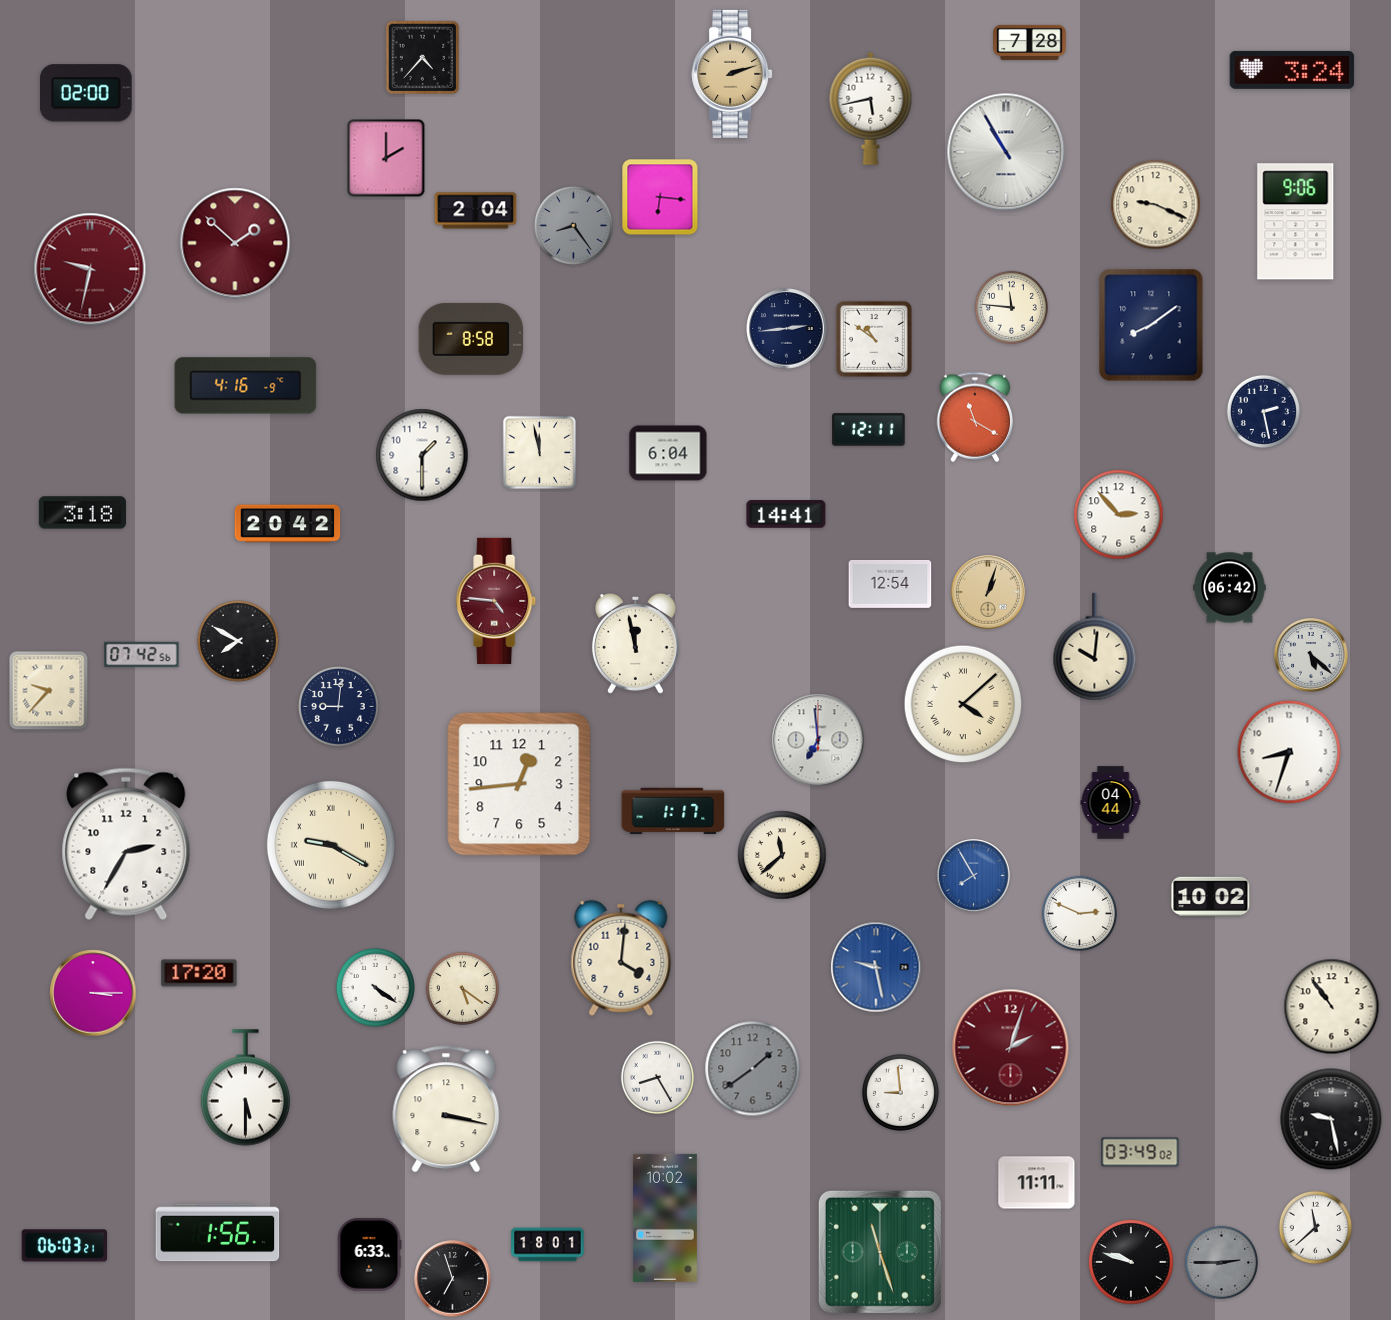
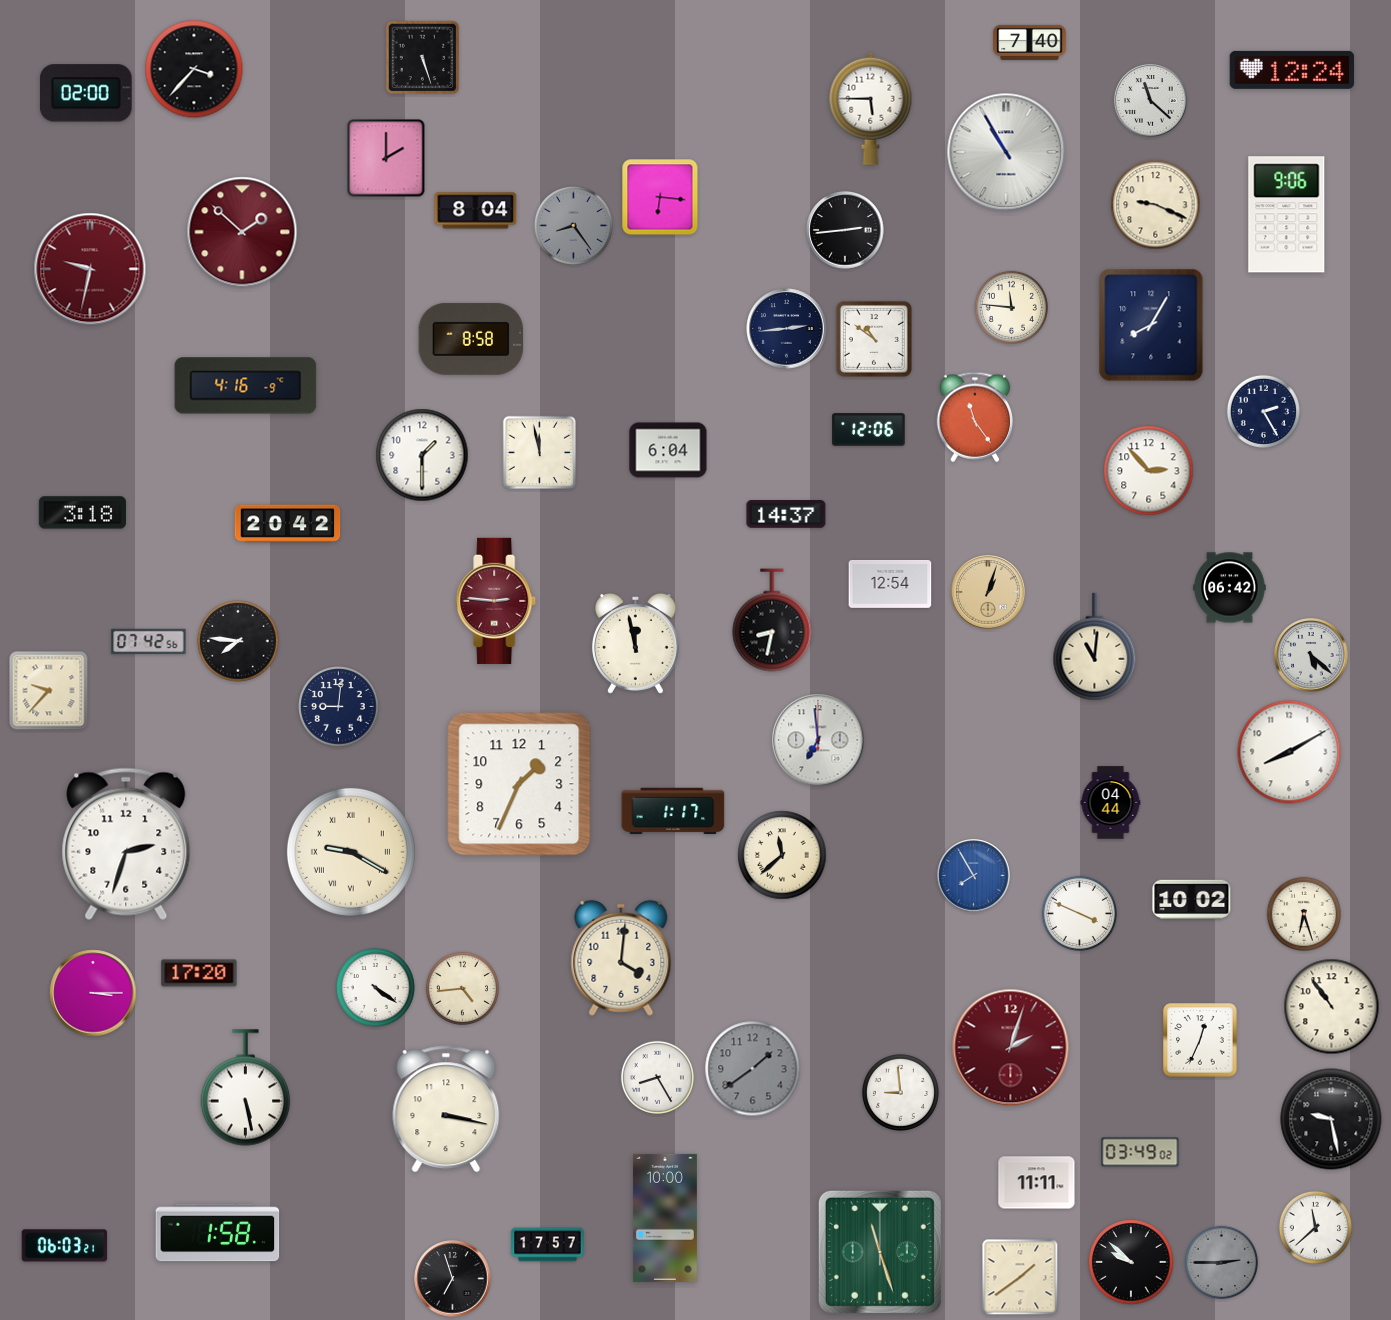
clock at (1030, 42): 7:28 -> 7:40
clock at (423, 58): 4:37 -> 5:27
clock at (194, 69): none -> 3:37
clock at (1292, 70): 3:24 -> 12:24
clock at (732, 74): 2:12 -> none
clock at (1151, 101): none -> 11:22
clock at (871, 108): 5:43 -> 5:45
clock at (476, 211): 2:04 -> 8:04
clock at (1296, 222) position: (1296, 222) -> (1287, 215)
clock at (845, 230): none -> 2:44
clock at (235, 243) position: (235, 243) -> (242, 232)
clock at (1151, 325): 8:09 -> 8:05
clock at (1263, 411): 2:28 -> 2:25
clock at (975, 417): 11:20 -> 11:24
clock at (869, 430): 12:11 -> 12:06
clock at (668, 453) position: (668, 453) -> (668, 450)
clock at (786, 514): 14:41 -> 14:37
clock at (1119, 515) position: (1119, 515) -> (1149, 471)
clock at (497, 601): 4:46 -> 2:46
clock at (772, 620): none -> 8:32
clock at (239, 642): 7:50 -> 7:46
clock at (1095, 647): 10:01 -> 11:01
clock at (142, 655) position: (142, 655) -> (149, 642)
clock at (963, 704): 4:08 -> none
clock at (1289, 752): 8:33 -> 8:10
clock at (519, 784): 12:44 -> 1:34
clock at (126, 844): 2:35 -> 2:33
clock at (331, 845) position: (331, 845) -> (351, 852)
clock at (1211, 897) position: (1211, 897) -> (1192, 900)
clock at (1079, 913): 2:49 -> 3:49
clock at (1304, 914): none -> 6:27
clock at (876, 967): 9:28 -> none
clock at (462, 988): 5:21 -> 4:44
clock at (1200, 1040): none -> 12:34
clock at (246, 1088): 5:30 -> 5:28
clock at (665, 1218): 10:02 -> 10:00
clock at (218, 1233): 1:56 -> 1:58
clock at (548, 1245): 18:01 -> 17:57
clock at (370, 1255): 6:33 -> none
clock at (1131, 1262): 9:48 -> 9:52
clock at (1020, 1277): none -> 1:39
